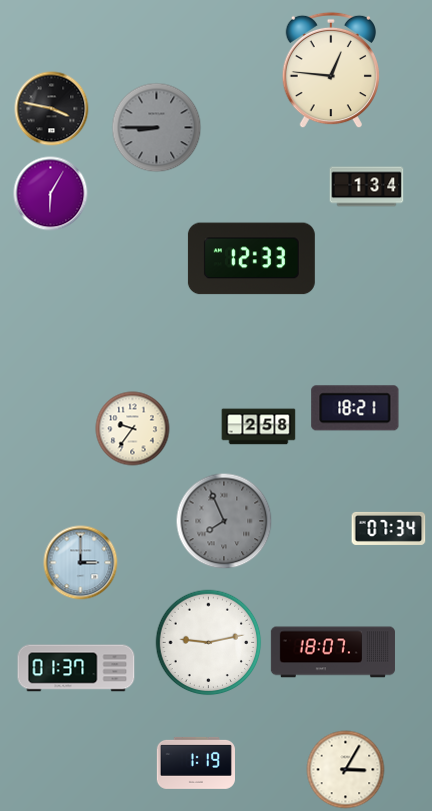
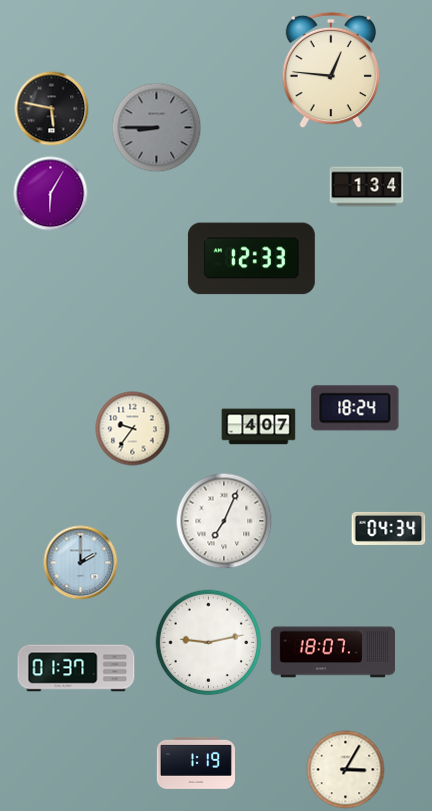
clock at (52, 109): 3:47 -> 5:47
clock at (355, 408): 18:21 -> 18:24
clock at (259, 427): 2:58 -> 4:07
clock at (224, 521): 7:56 -> 7:04
clock at (224, 521) dial: grey -> white
clock at (389, 528): 07:34 -> 04:34
clock at (81, 563): 3:00 -> 2:00
